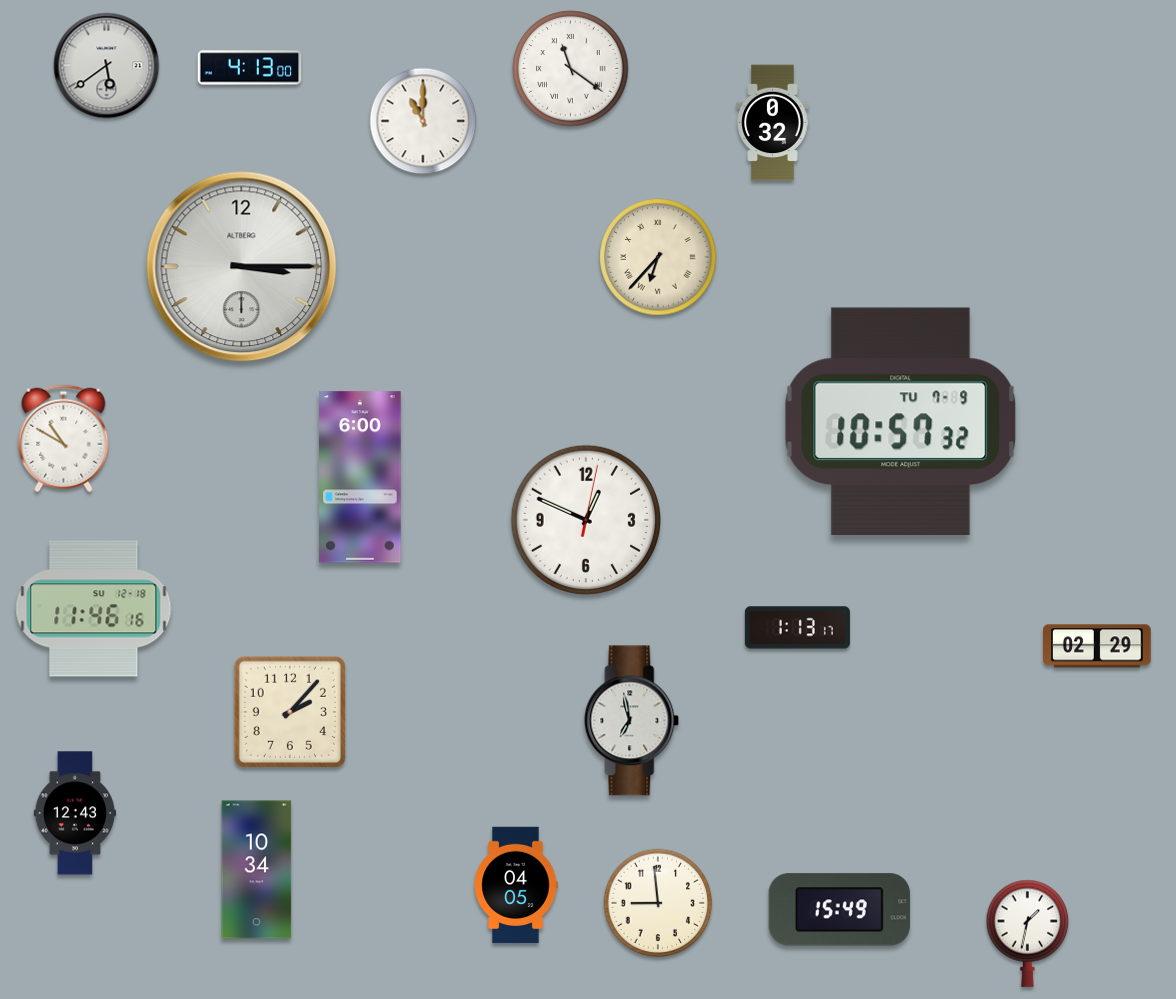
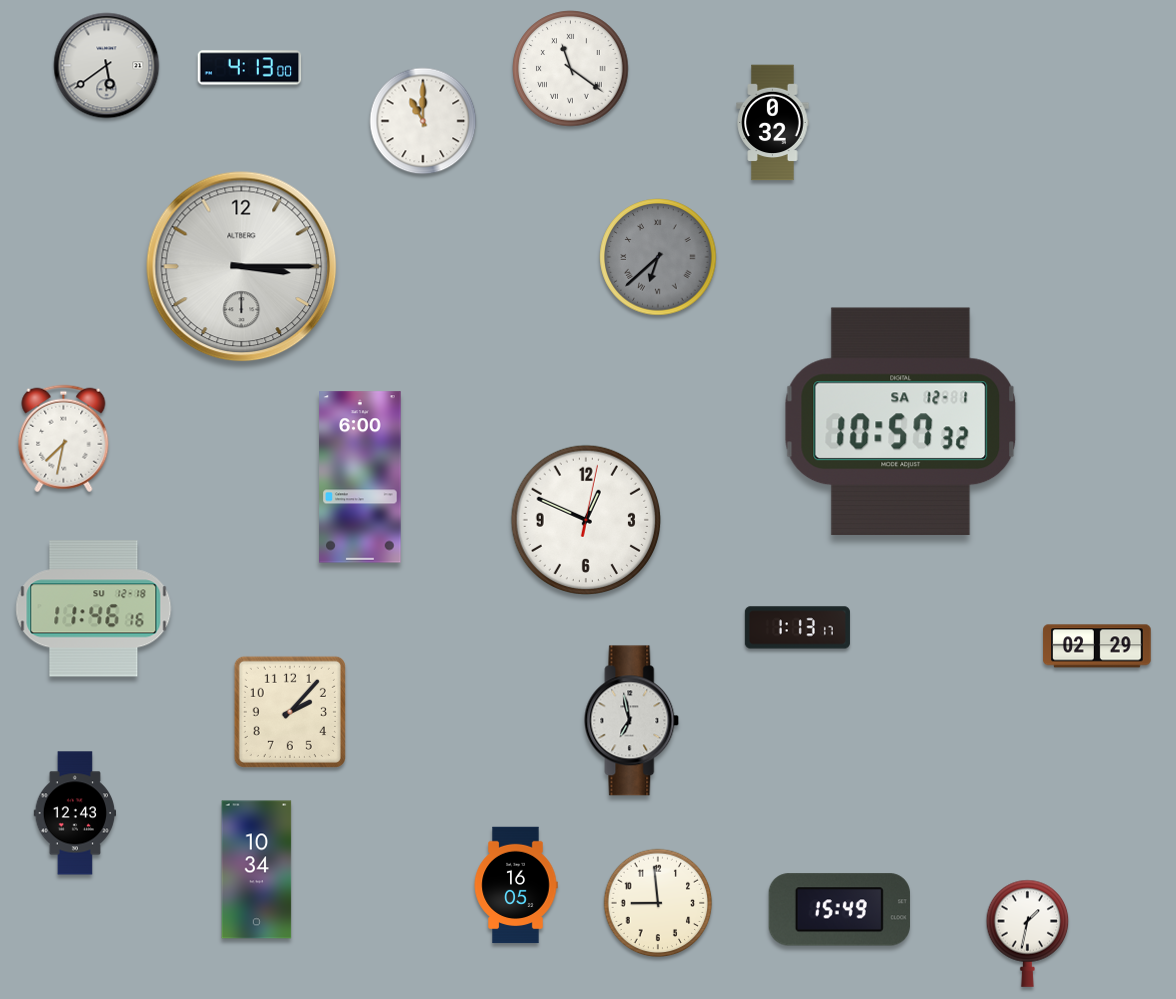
clock at (658, 257): 6:37 -> 6:38
clock at (658, 257) dial: cream -> grey
clock at (901, 421) date: TU 7-9 -> SA 12-1
clock at (64, 439): 10:50 -> 7:32
clock at (516, 885): 04:05 -> 16:05
